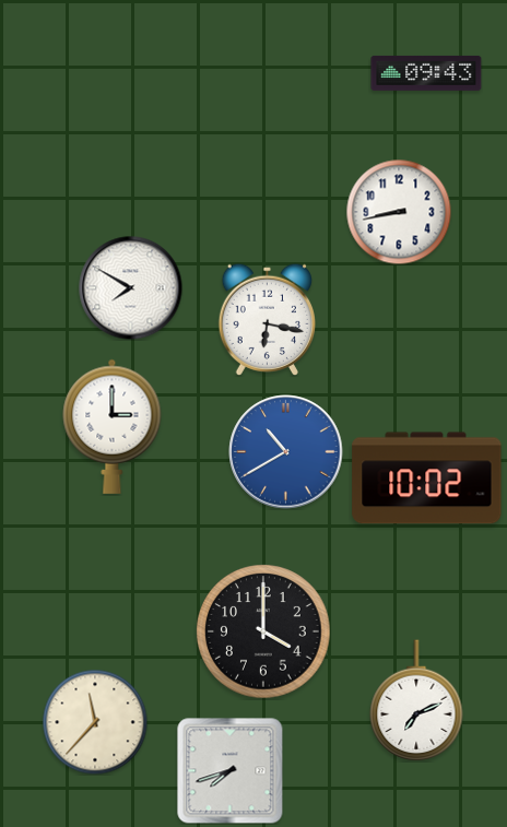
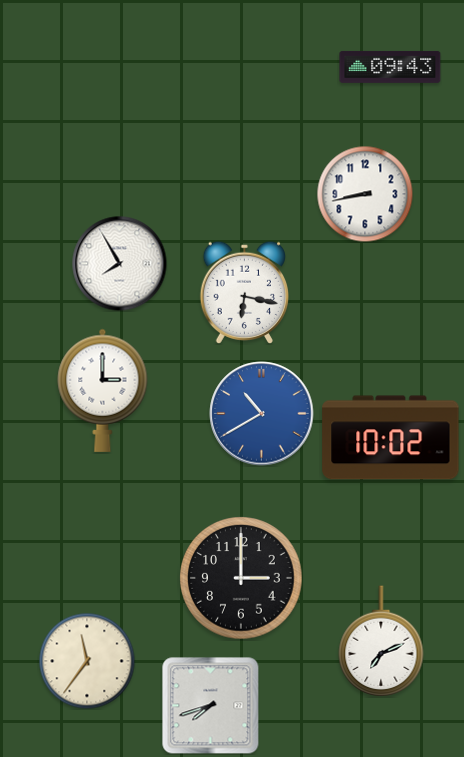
clock at (130, 287): 7:50 -> 7:55
clock at (263, 631): 4:00 -> 3:00
clock at (95, 722): 11:37 -> 11:36
